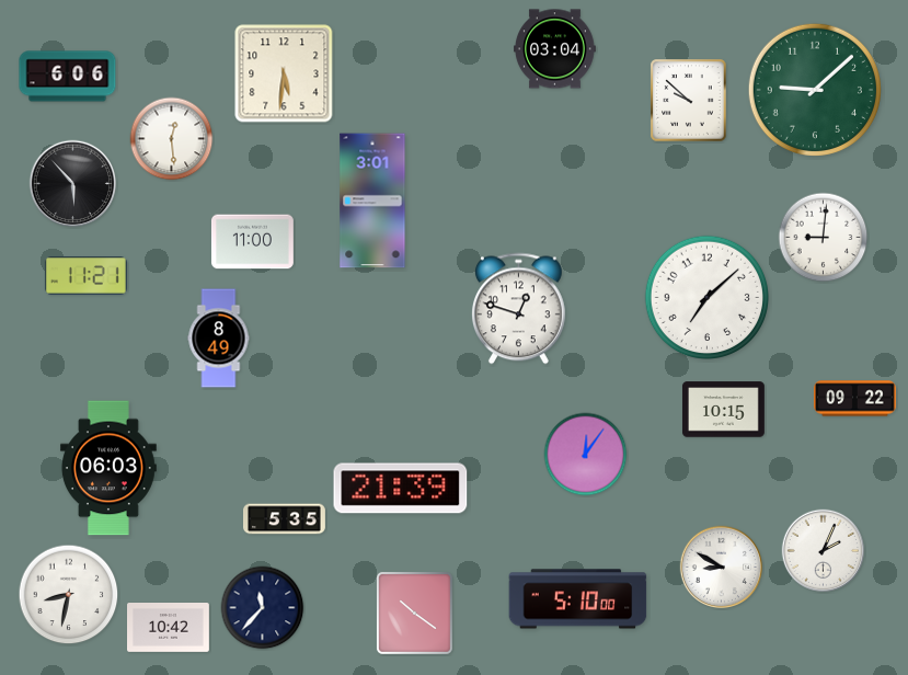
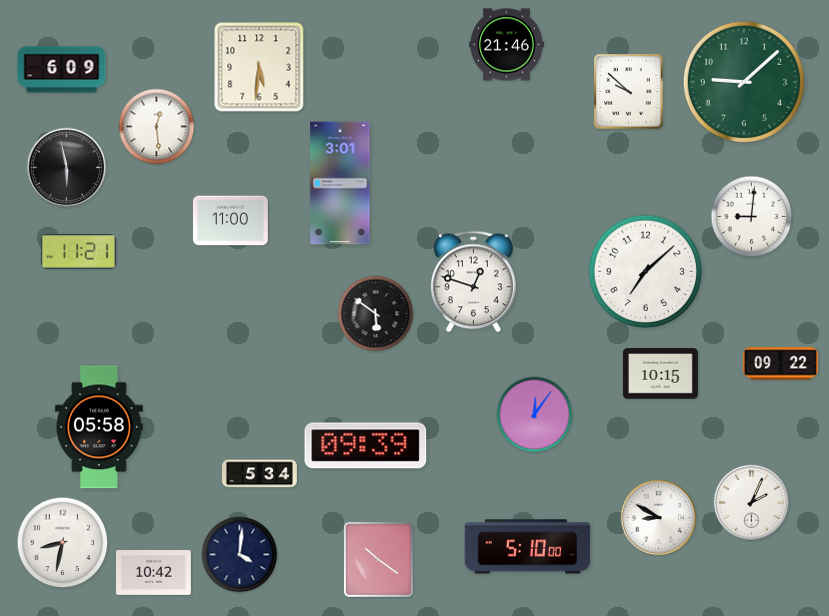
clock at (555, 49): 03:04 -> 21:46
clock at (68, 77): 6:06 -> 6:09
clock at (73, 184): 5:53 -> 5:58
clock at (219, 339): 8:49 -> none
clock at (376, 314): none -> 5:51
clock at (108, 468): 06:03 -> 05:58
clock at (401, 489): 21:39 -> 09:39
clock at (285, 519): 5:35 -> 5:34
clock at (263, 608): 11:37 -> 4:01
